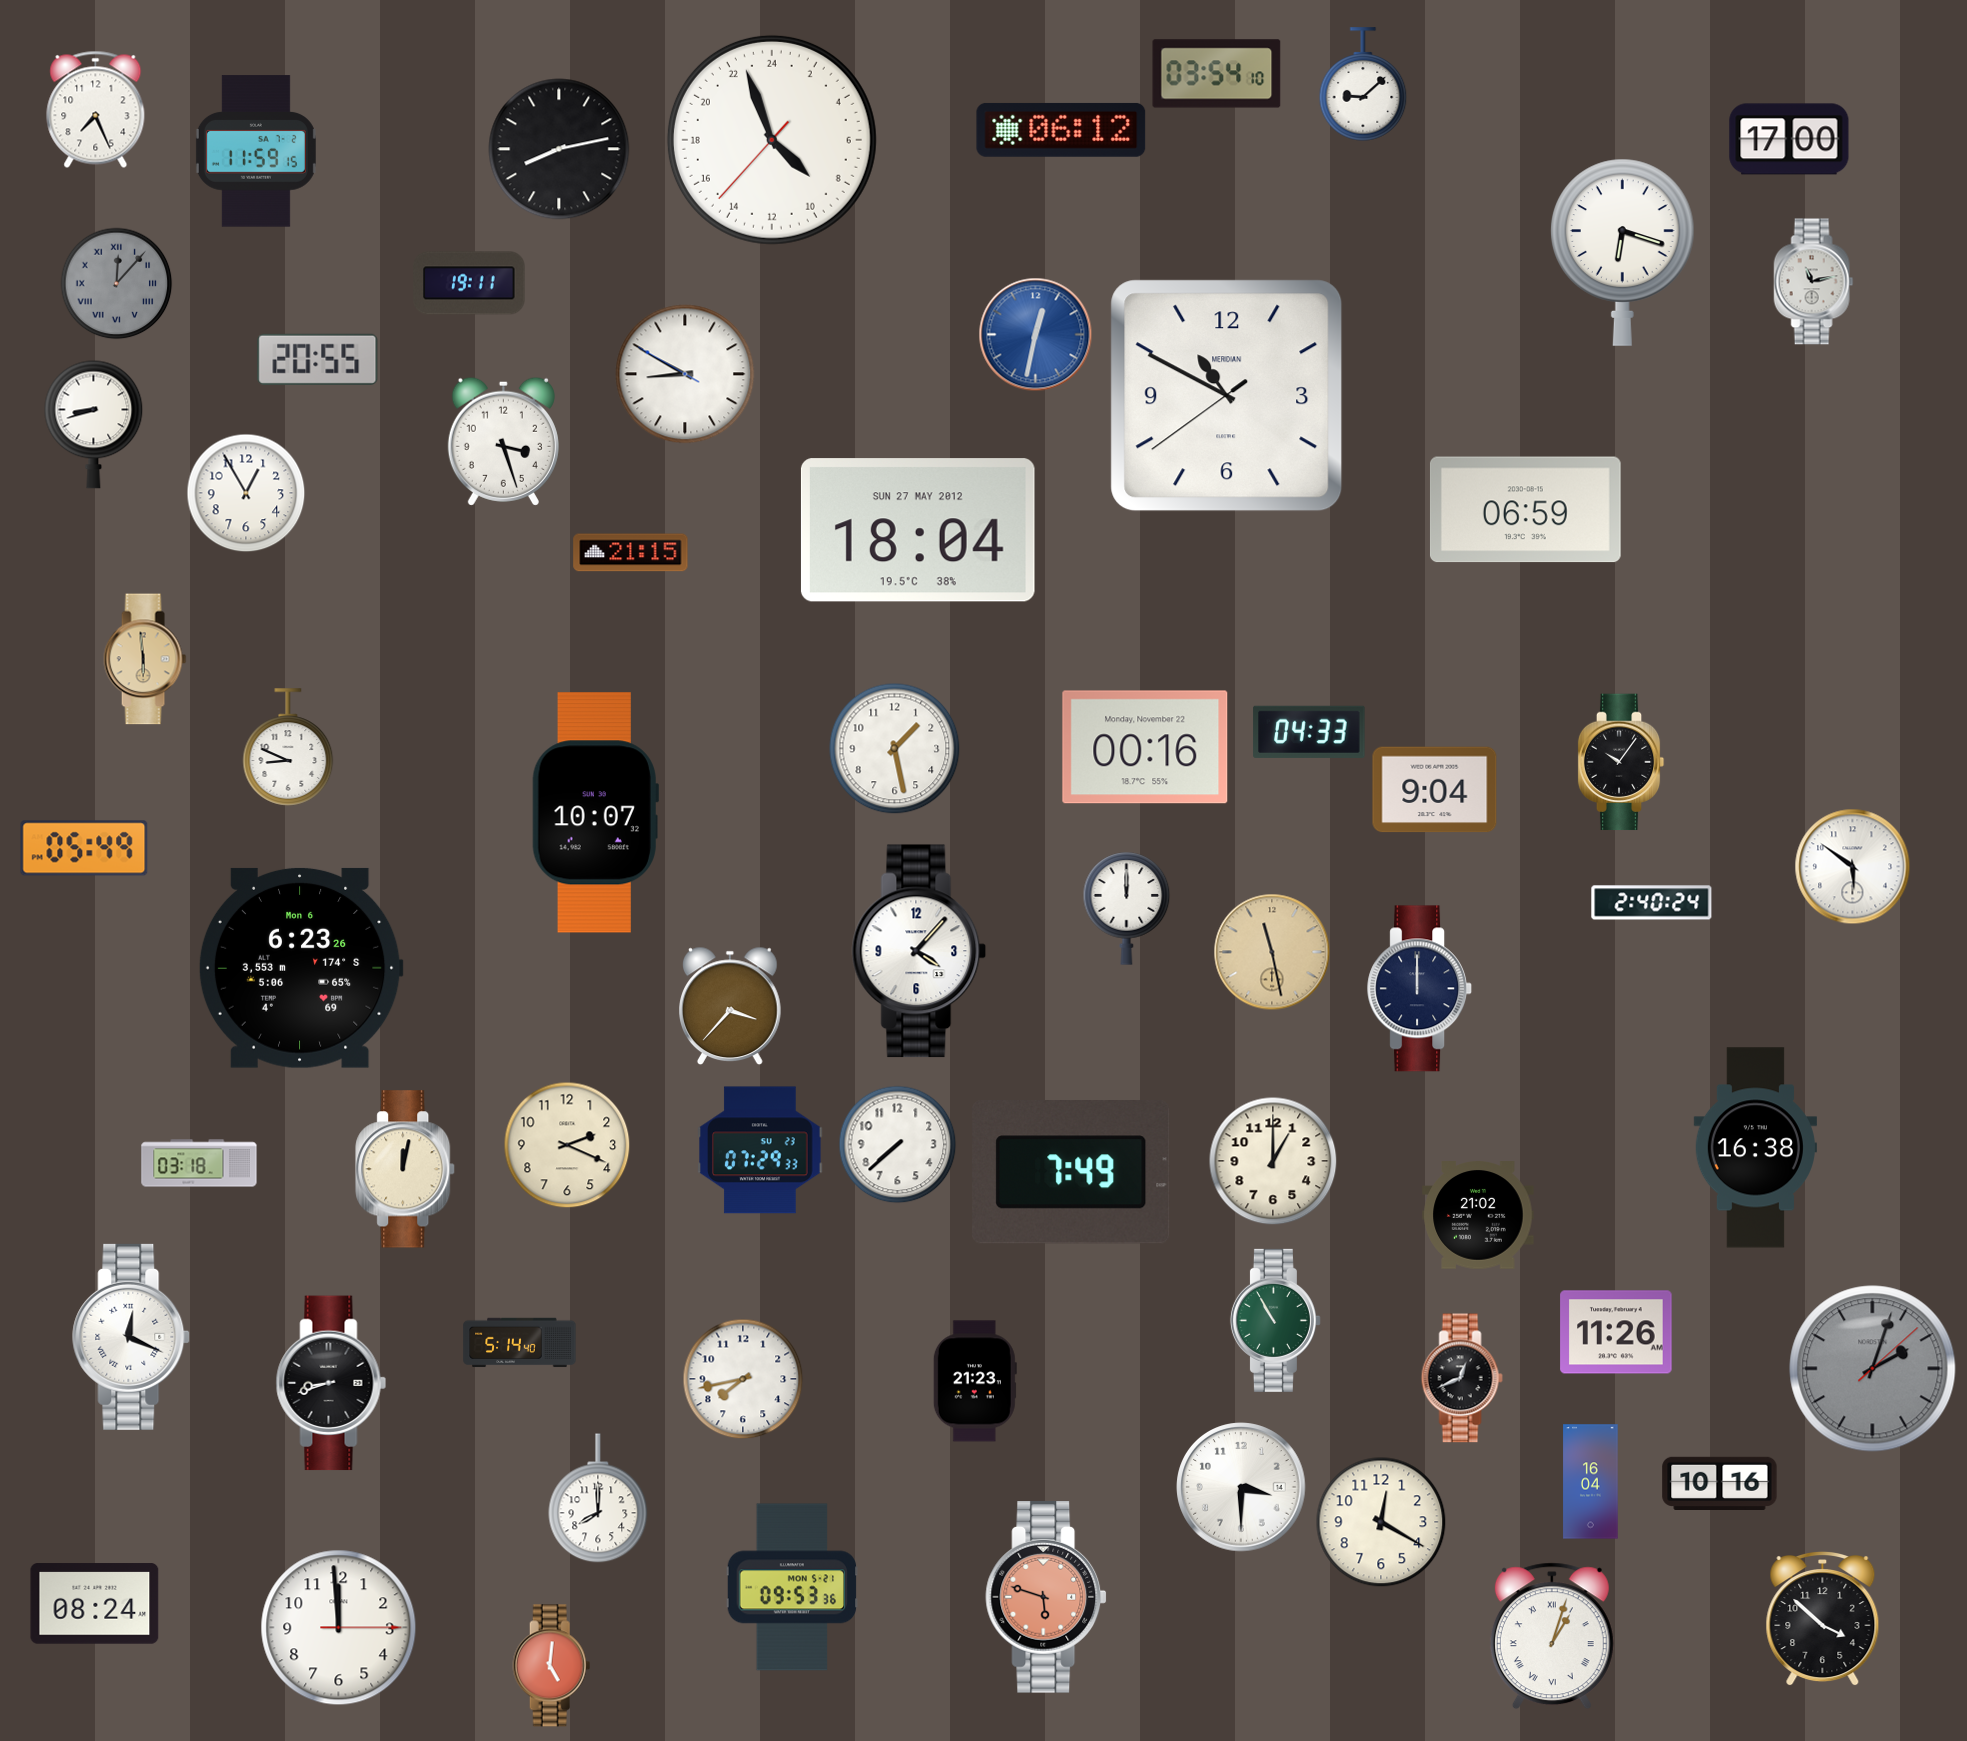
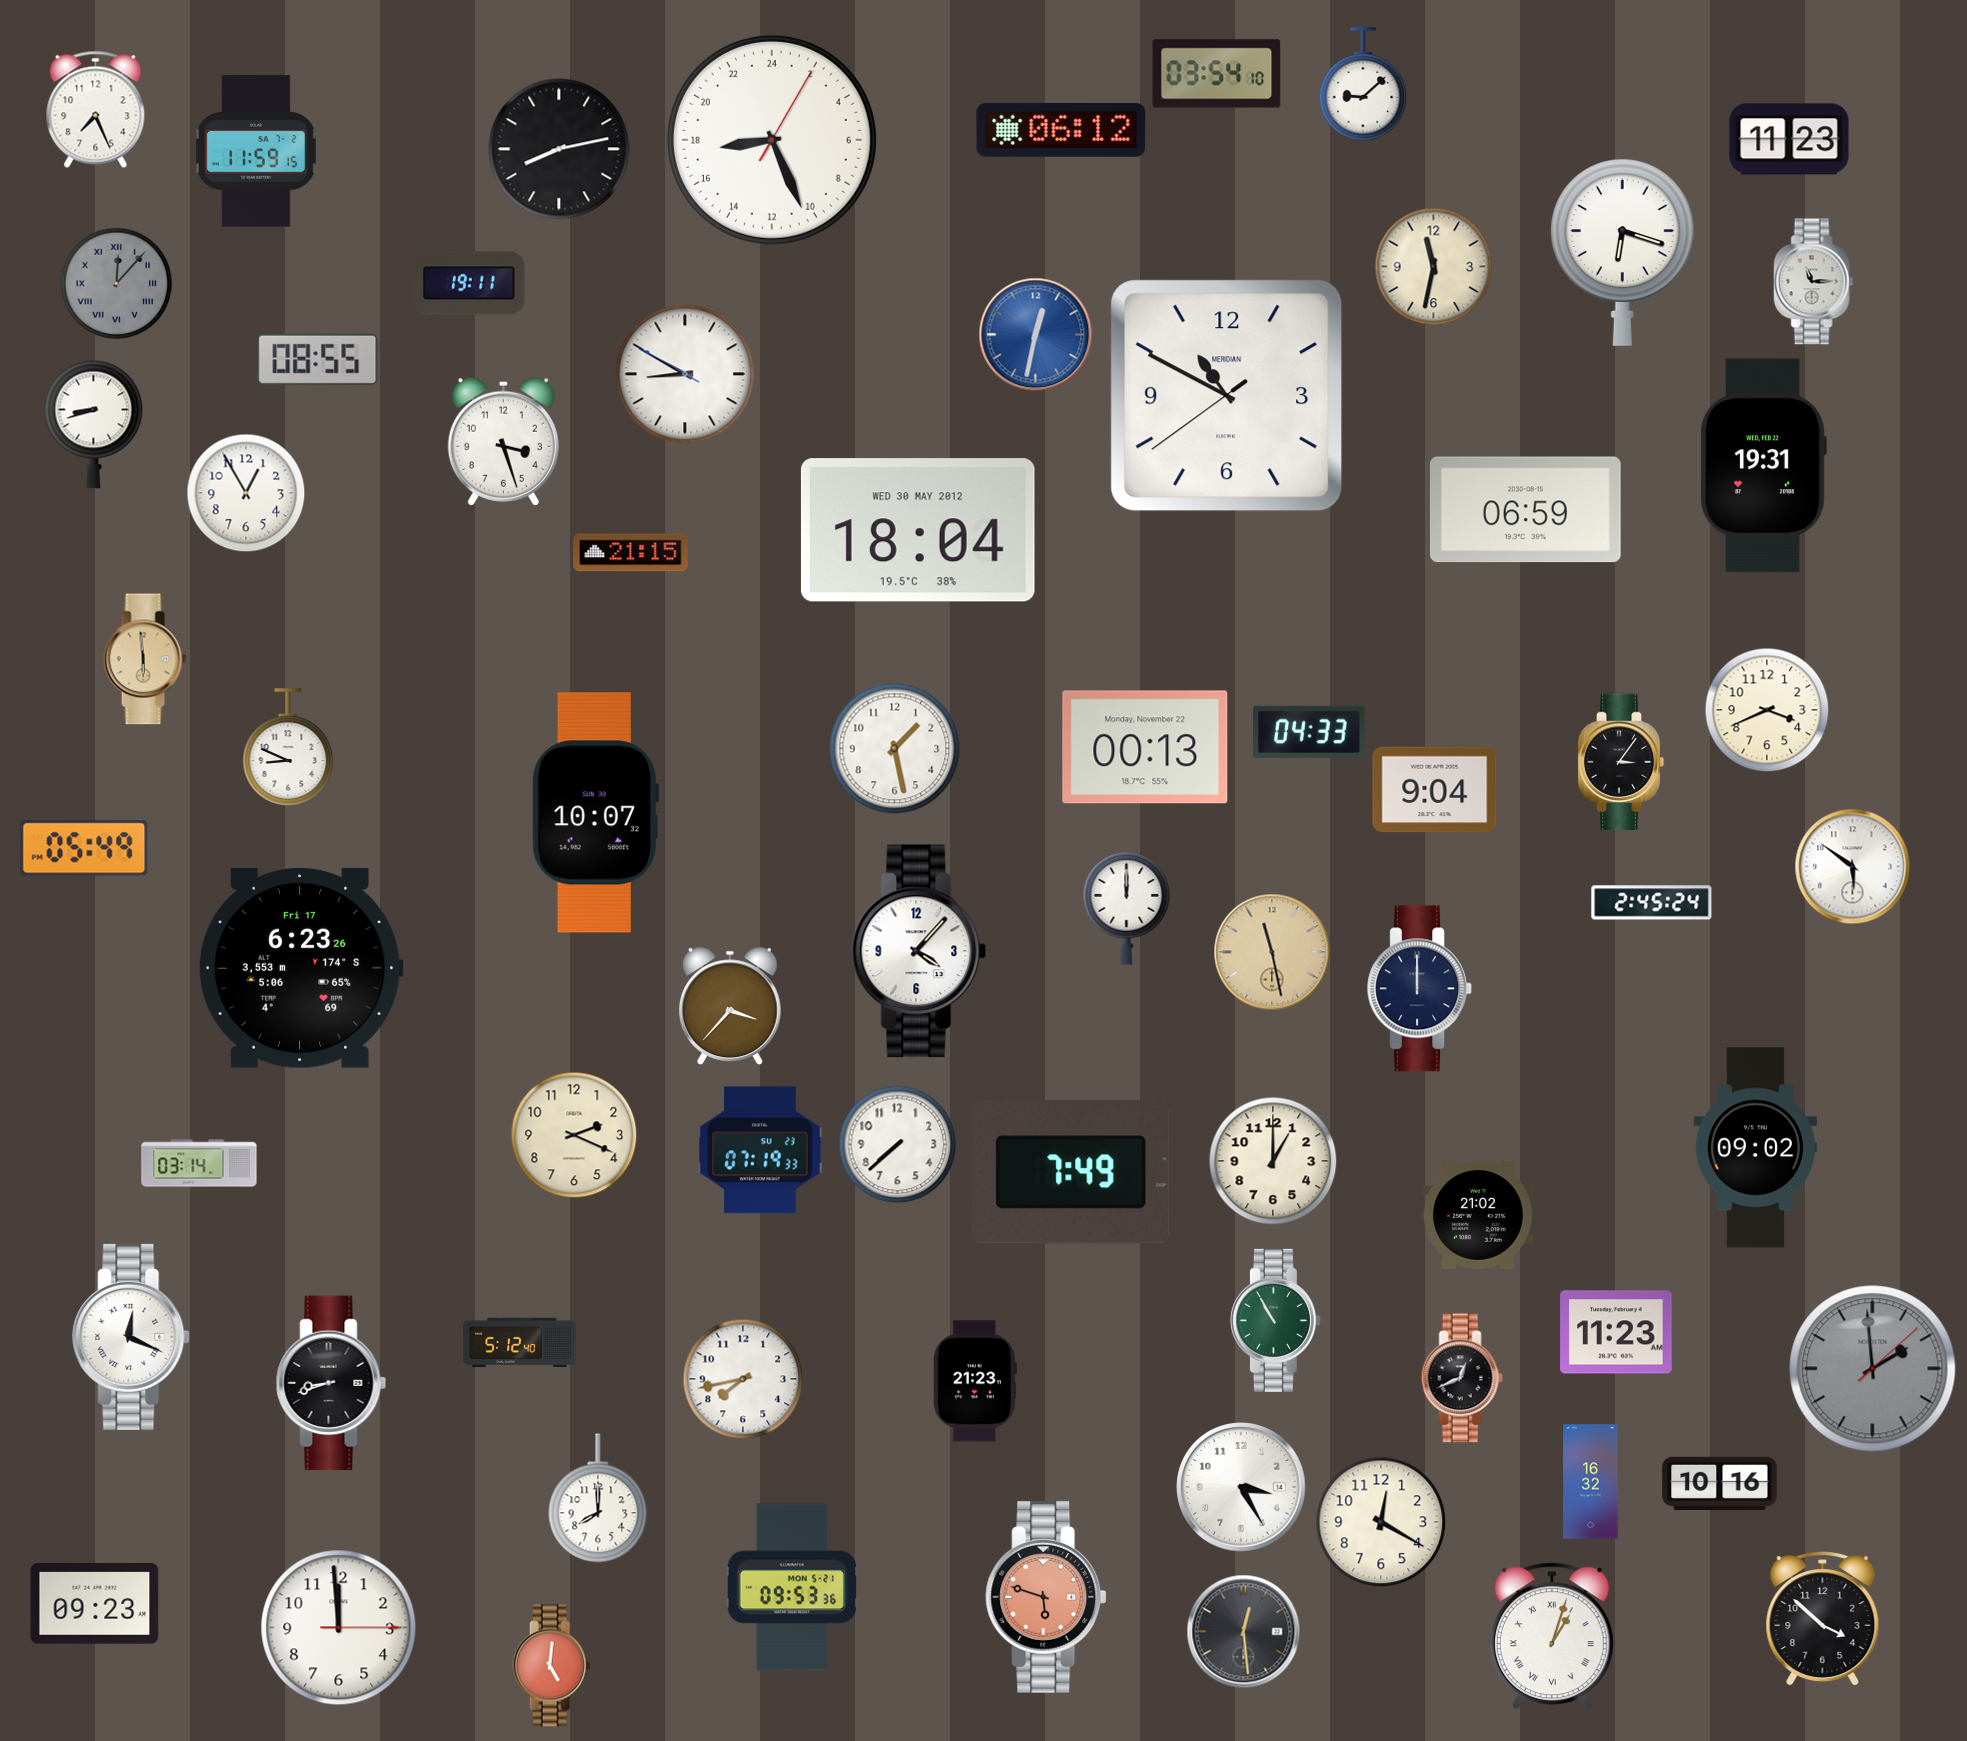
clock at (1789, 139): 17:00 -> 11:23
clock at (772, 140): 8:56 -> 17:26
clock at (1434, 267): none -> 11:32
clock at (1814, 282): 11:13 -> 11:15
clock at (318, 359): 20:55 -> 08:55
clock at (1763, 466): none -> 19:31
clock at (918, 530) date: SUN 27 MAY 2012 -> WED 30 MAY 2012
clock at (1767, 710): none -> 3:41
clock at (1145, 747): 00:16 -> 00:13
clock at (1621, 762): 10:06 -> 3:06
clock at (1652, 903): 2:40 -> 2:45
clock at (301, 968) date: Mon 6 -> Fri 17
clock at (567, 1145) position: (567, 1145) -> (574, 1135)
clock at (1755, 1148): 16:38 -> 09:02
clock at (760, 1150): 07:29 -> 07:19
clock at (199, 1163): 03:18 -> 03:14
clock at (406, 1169): 12:02 -> none
clock at (1616, 1332): 11:26 -> 11:23
clock at (520, 1343): 5:14 -> 5:12
clock at (1873, 1369): 2:03 -> 1:59
clock at (1591, 1482): 16:04 -> 16:32
clock at (1241, 1487): 3:30 -> 3:25
clock at (95, 1604): 08:24 -> 09:23
clock at (1244, 1632): none -> 12:29
